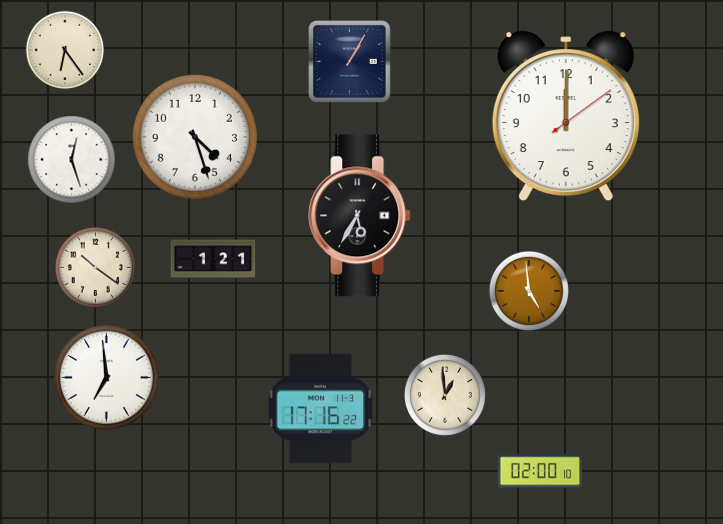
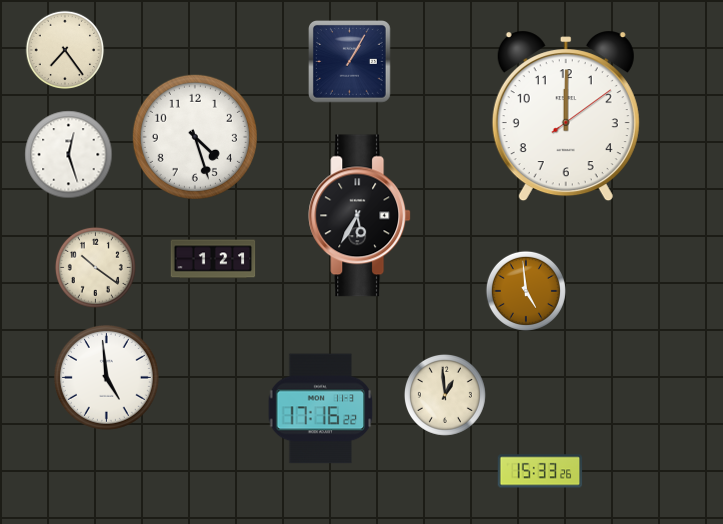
clock at (65, 50): 6:24 -> 7:24
clock at (72, 160) position: (72, 160) -> (69, 155)
clock at (529, 291) position: (529, 291) -> (526, 291)
clock at (106, 377): 6:59 -> 4:59
clock at (540, 471): 02:00 -> 15:33
